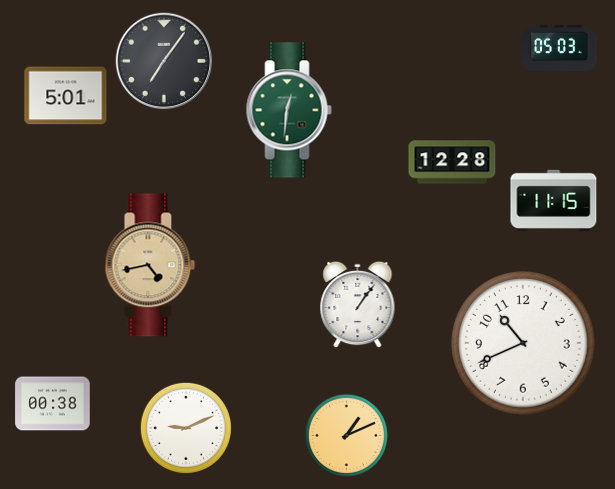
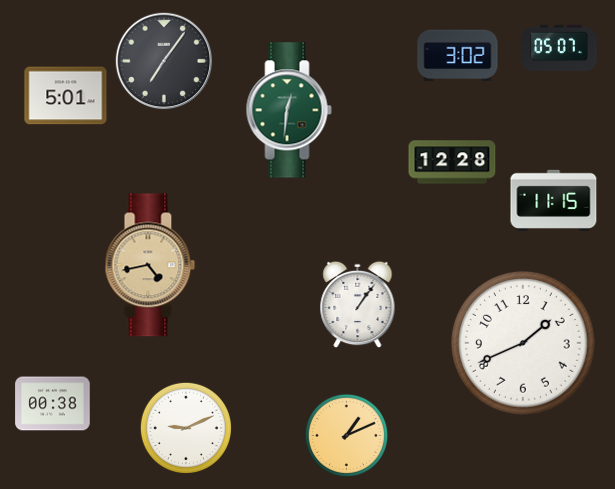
clock at (559, 47): 05:03 -> 05:07
clock at (458, 56): none -> 3:02
clock at (524, 344): 10:41 -> 1:41
